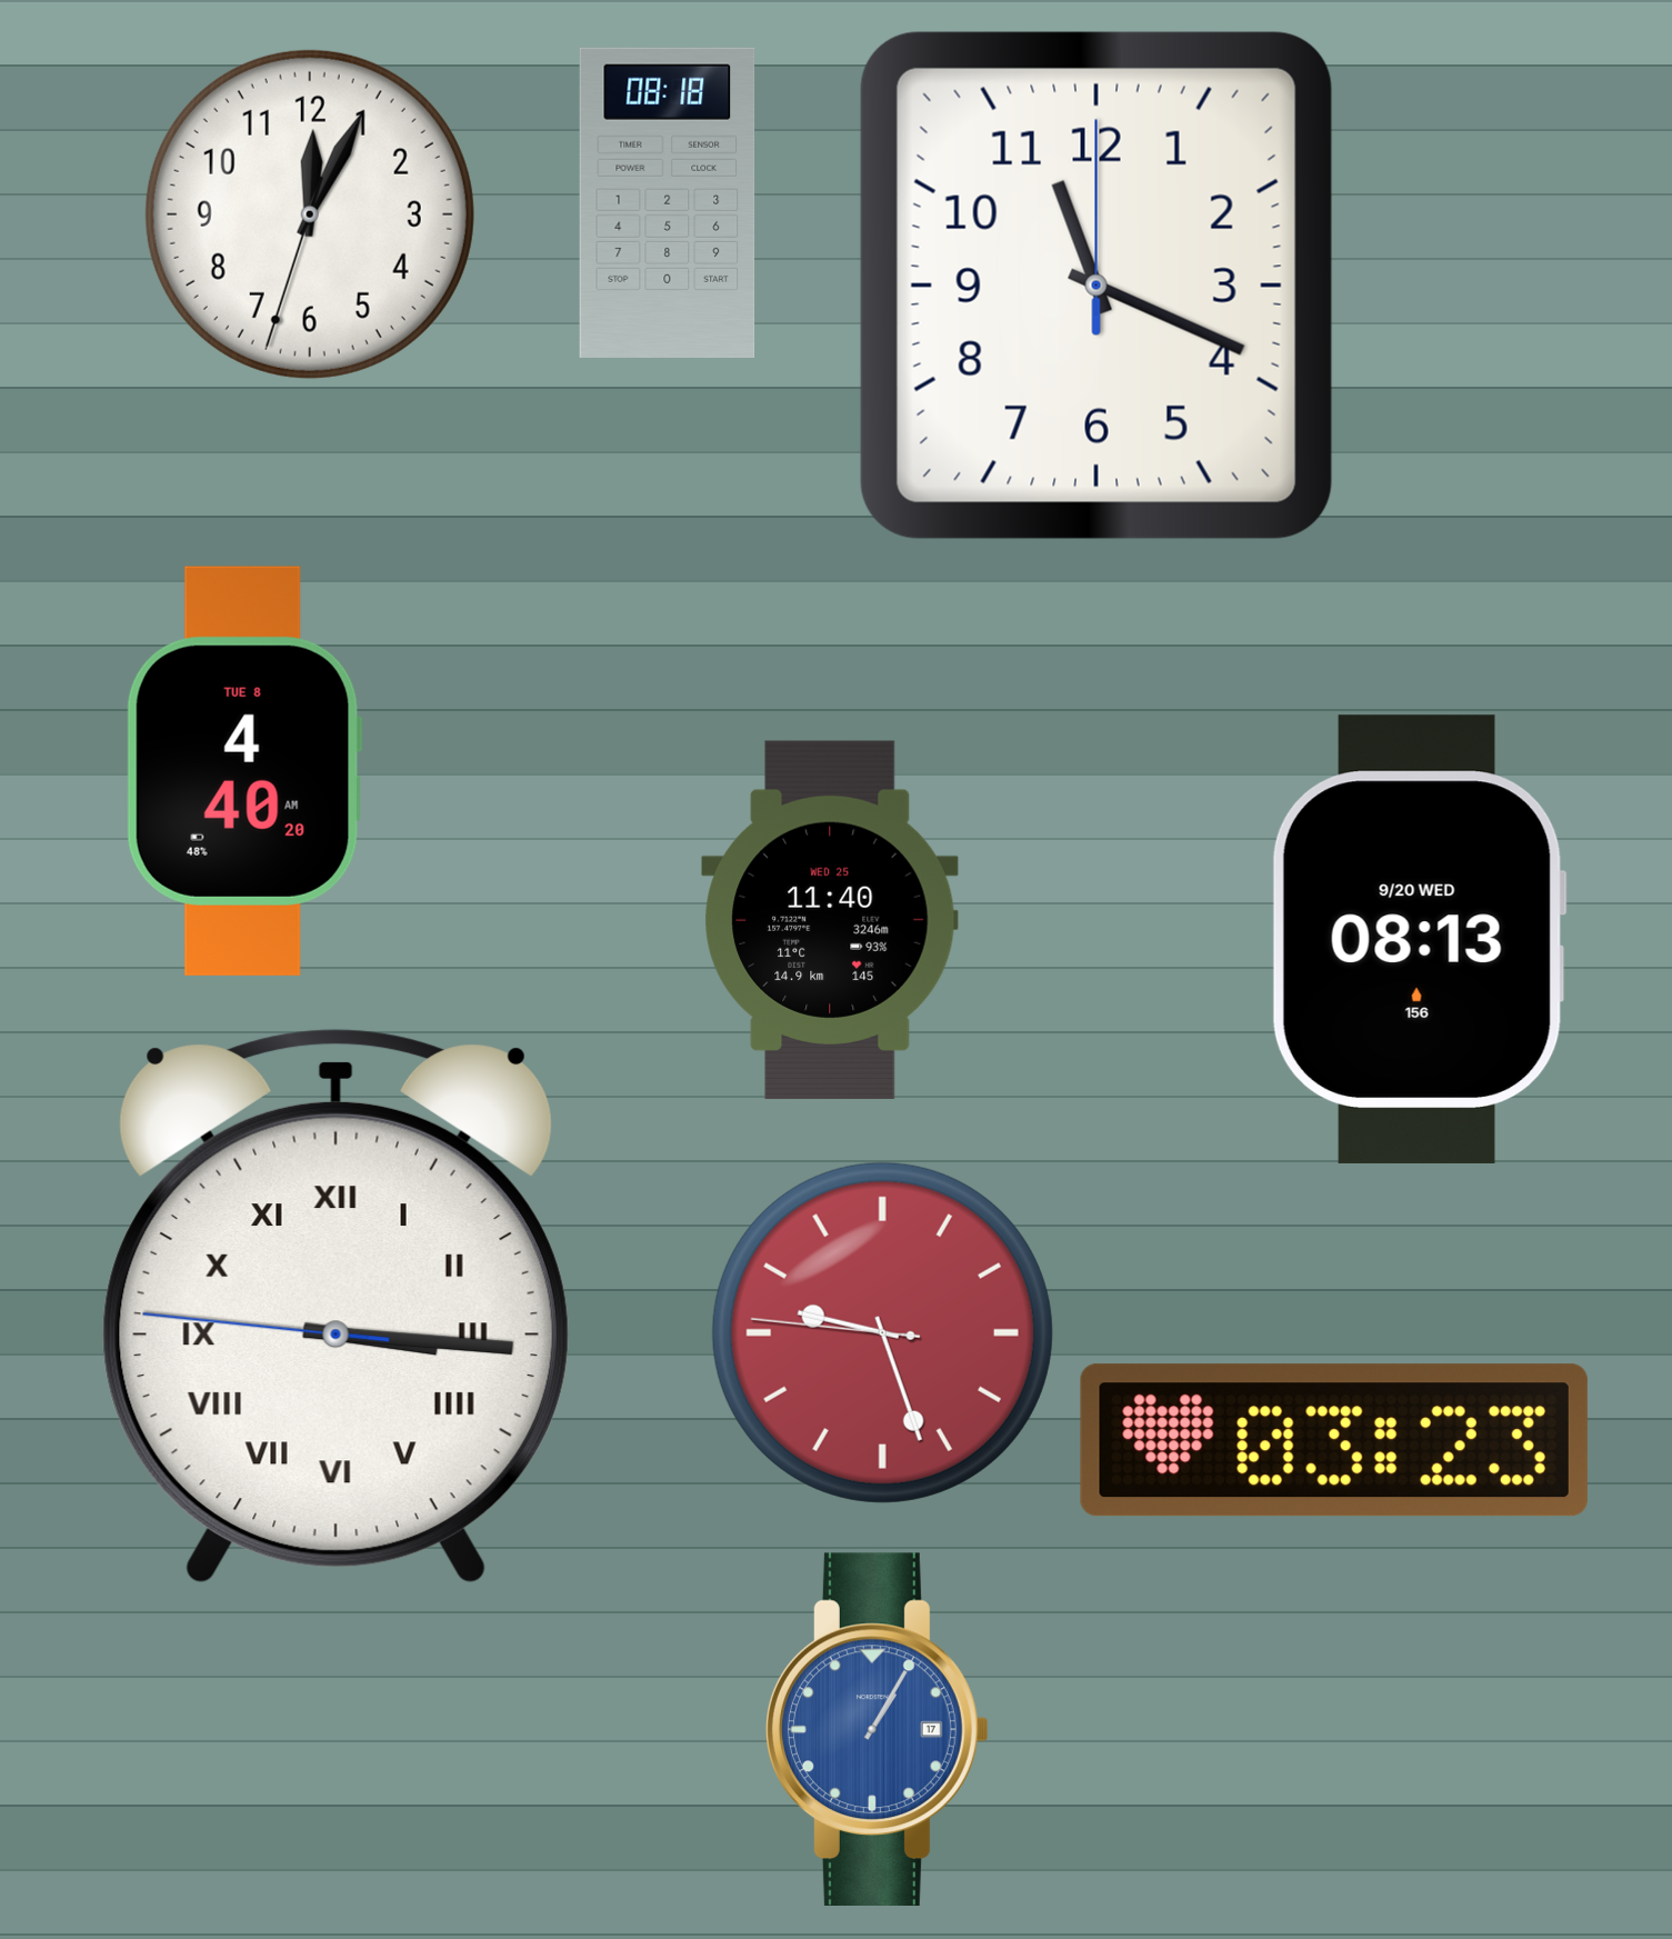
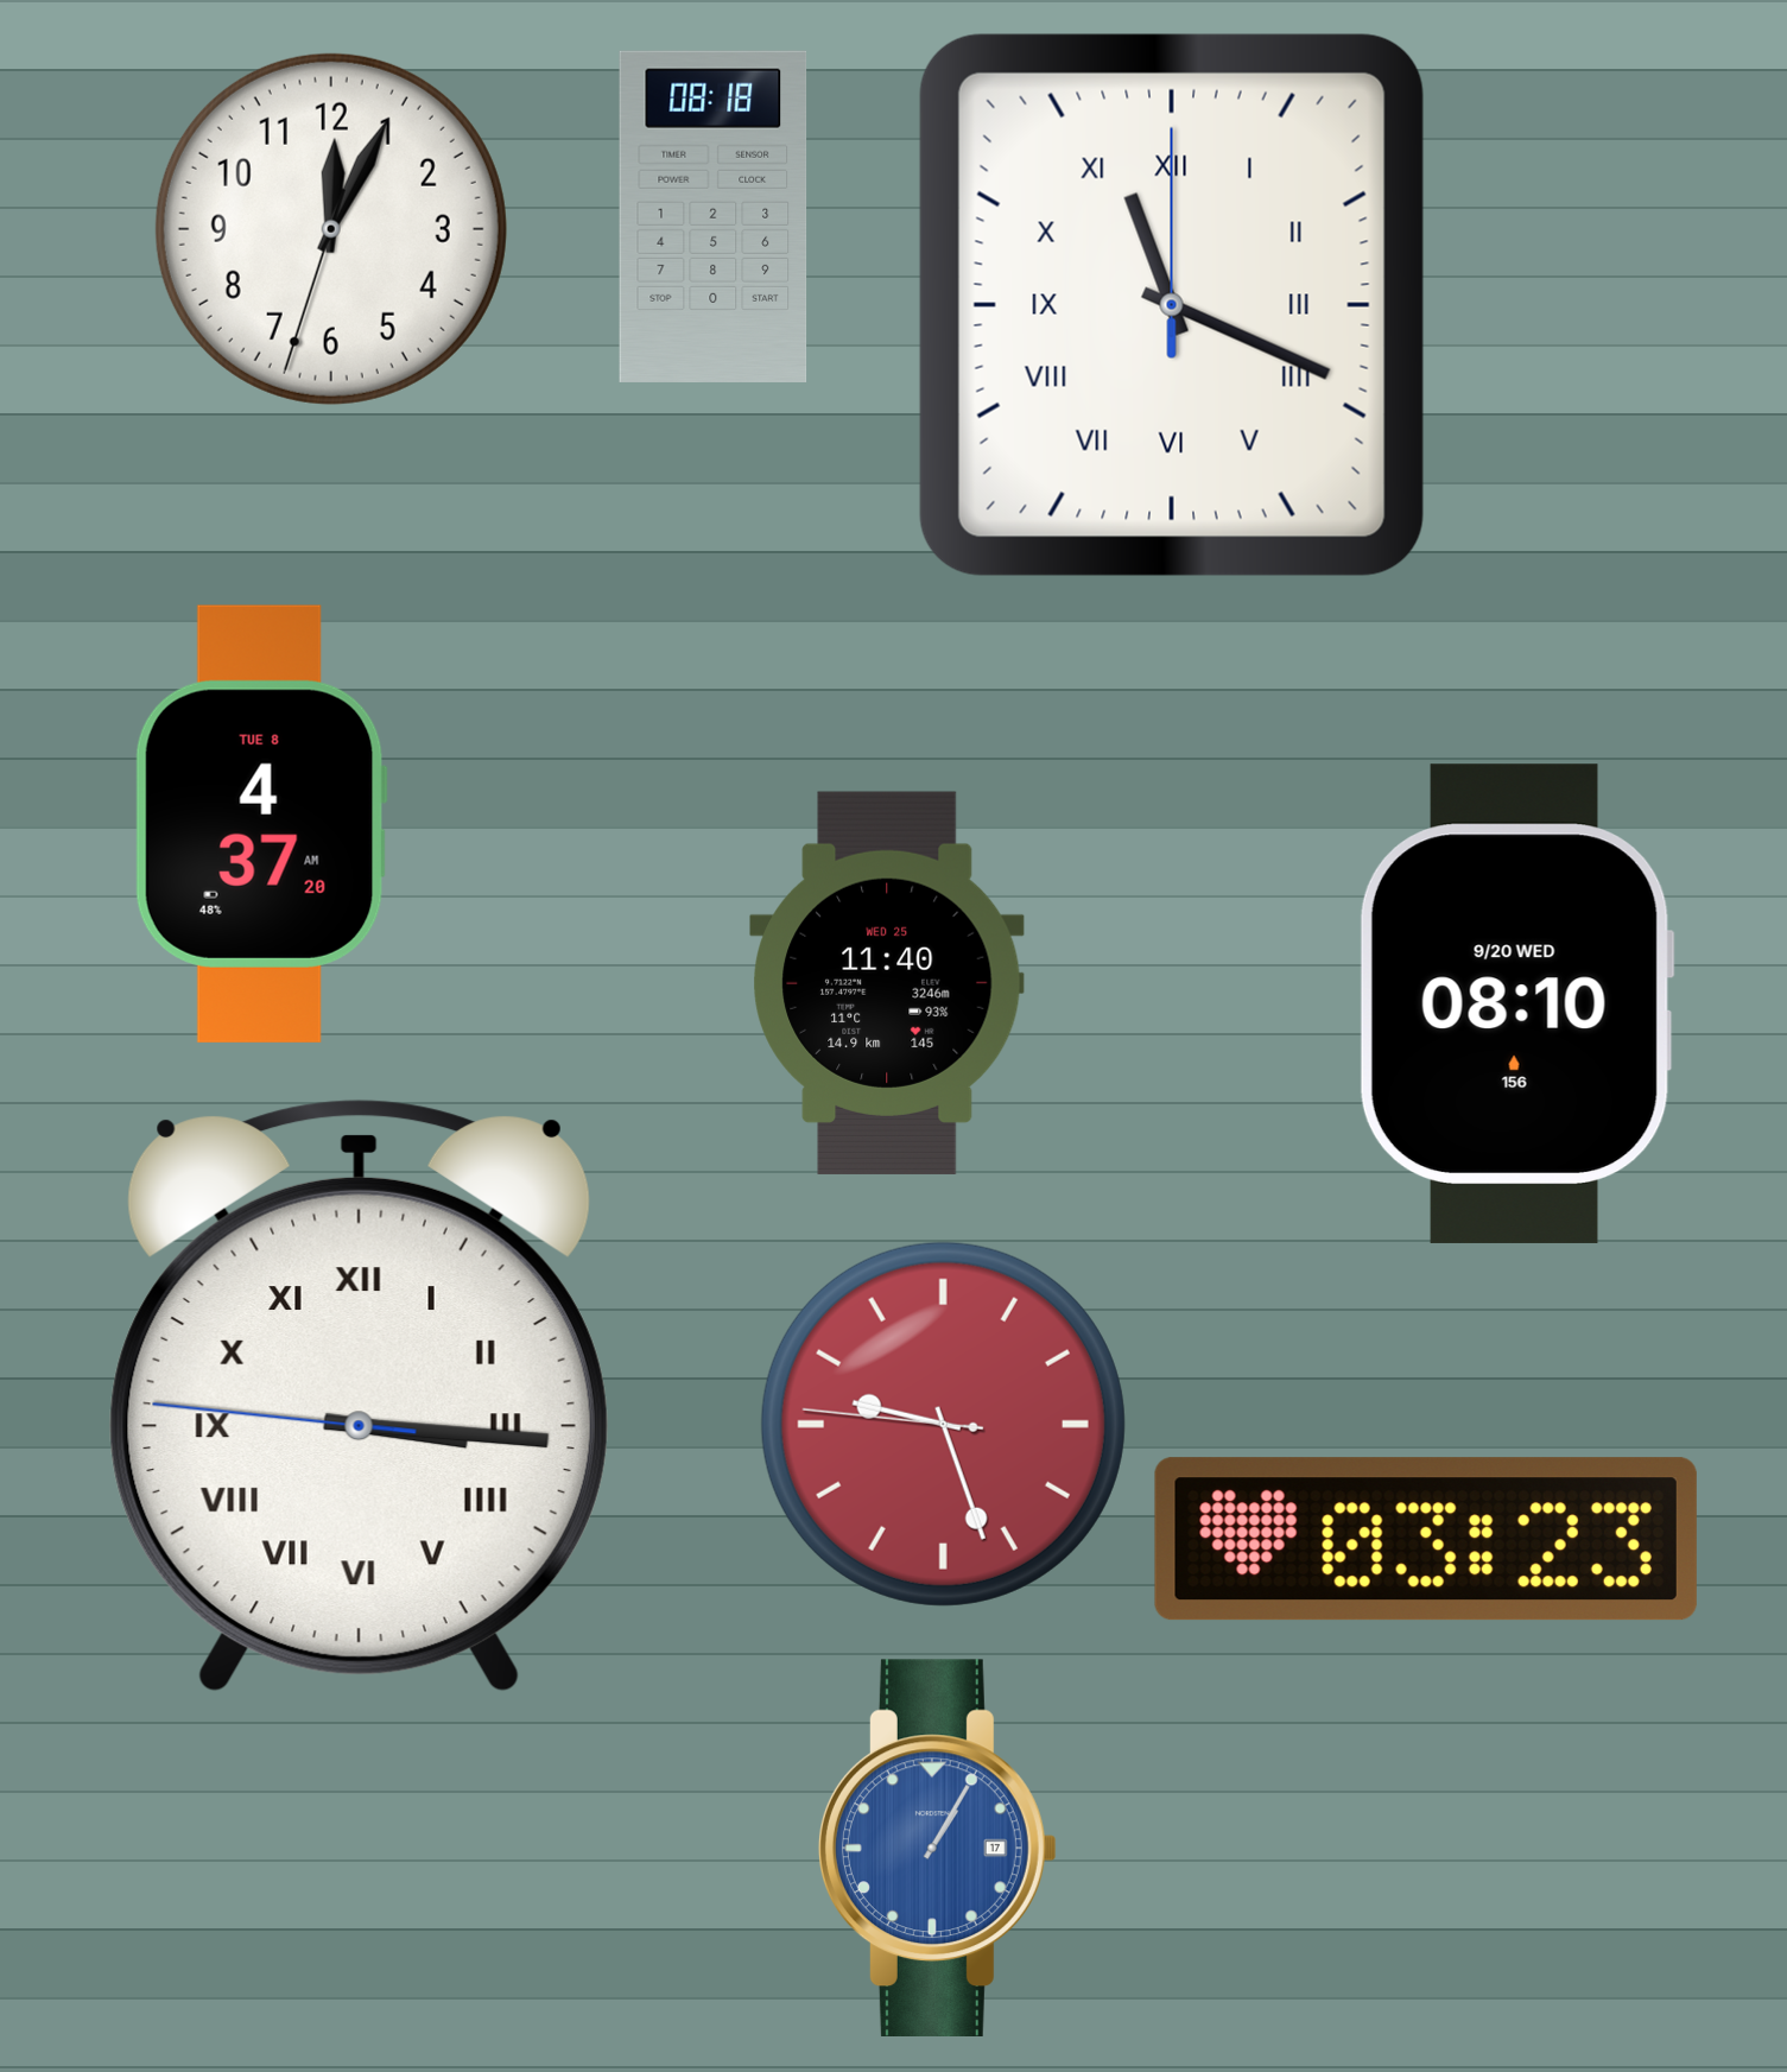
clock at (1097, 286) numerals: Arabic -> Roman
clock at (244, 771): 4:40 -> 4:37
clock at (1419, 939): 08:13 -> 08:10
